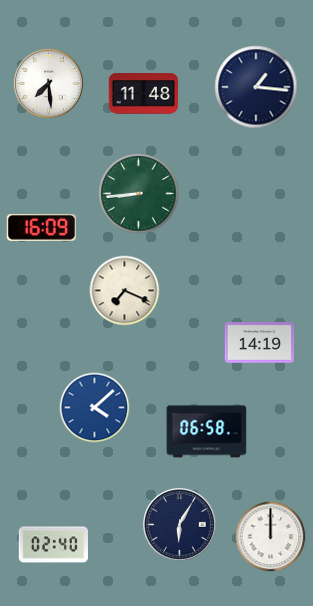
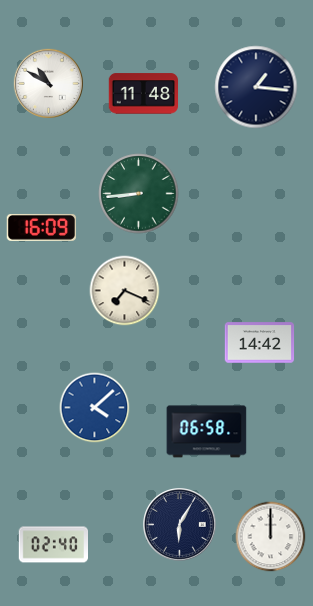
clock at (48, 83): 7:29 -> 10:50
clock at (260, 343): 14:19 -> 14:42
